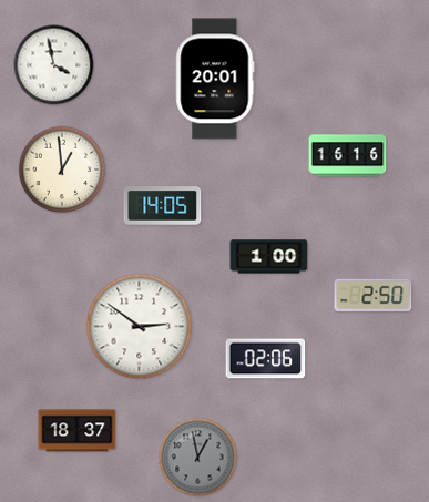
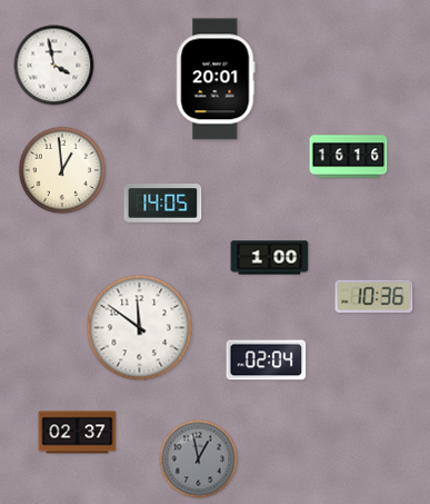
clock at (163, 206) position: (163, 206) -> (163, 204)
clock at (374, 295): 2:50 -> 10:36
clock at (140, 327): 2:51 -> 11:51
clock at (266, 359): 02:06 -> 02:04
clock at (78, 431): 18:37 -> 02:37
